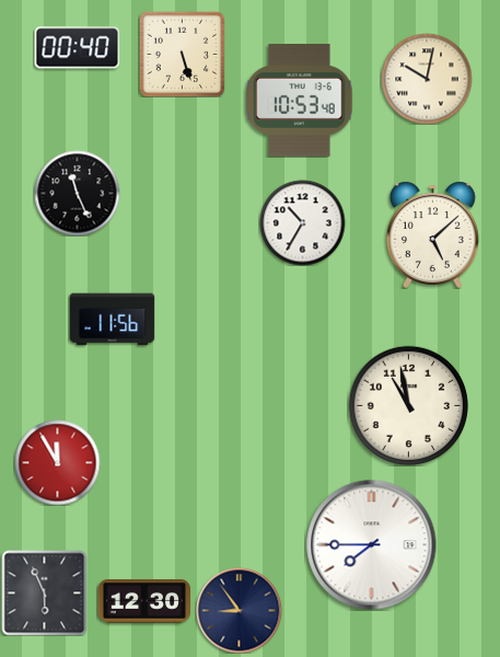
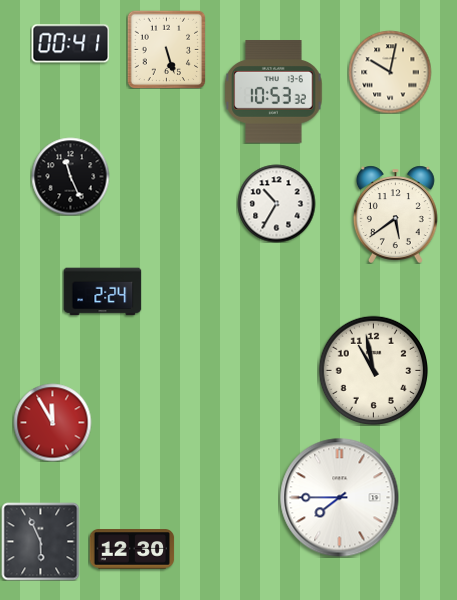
clock at (77, 48): 00:40 -> 00:41
clock at (300, 101): 10:53:48 -> 10:53:32
clock at (432, 234): 5:08 -> 5:39
clock at (112, 320): 11:56 -> 2:24
clock at (239, 610): 8:54 -> none
